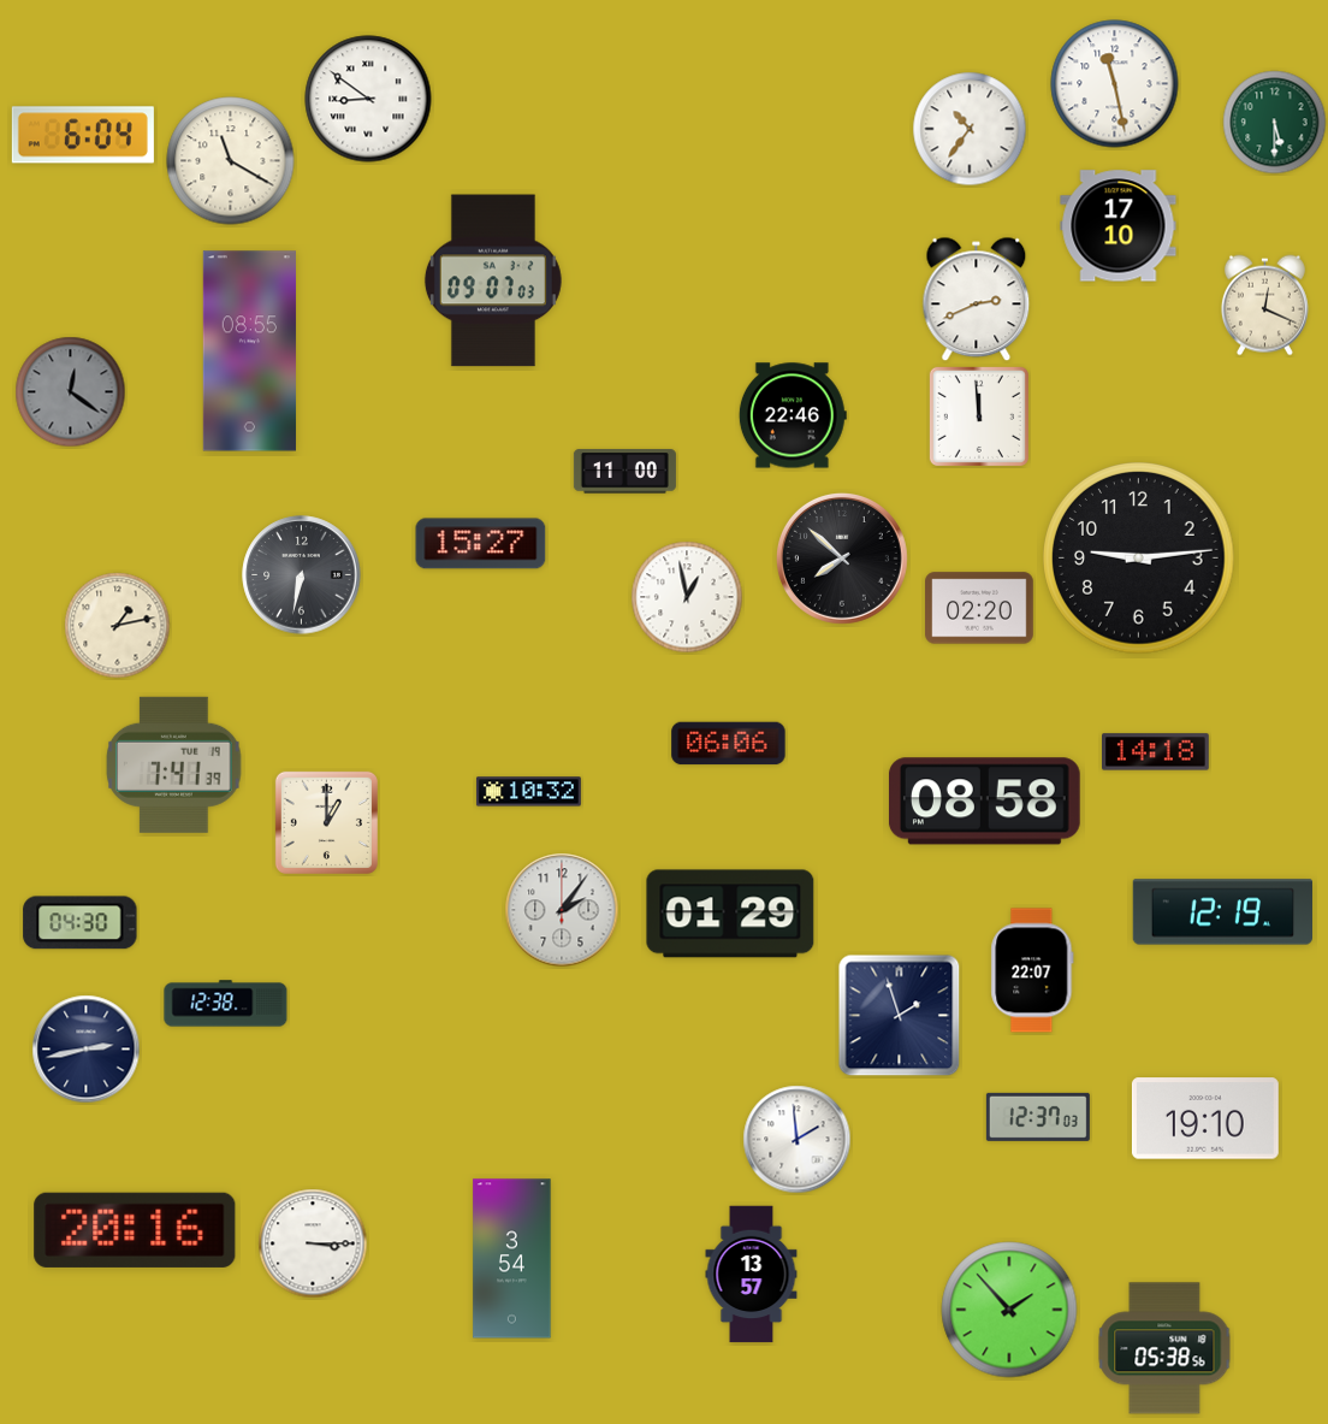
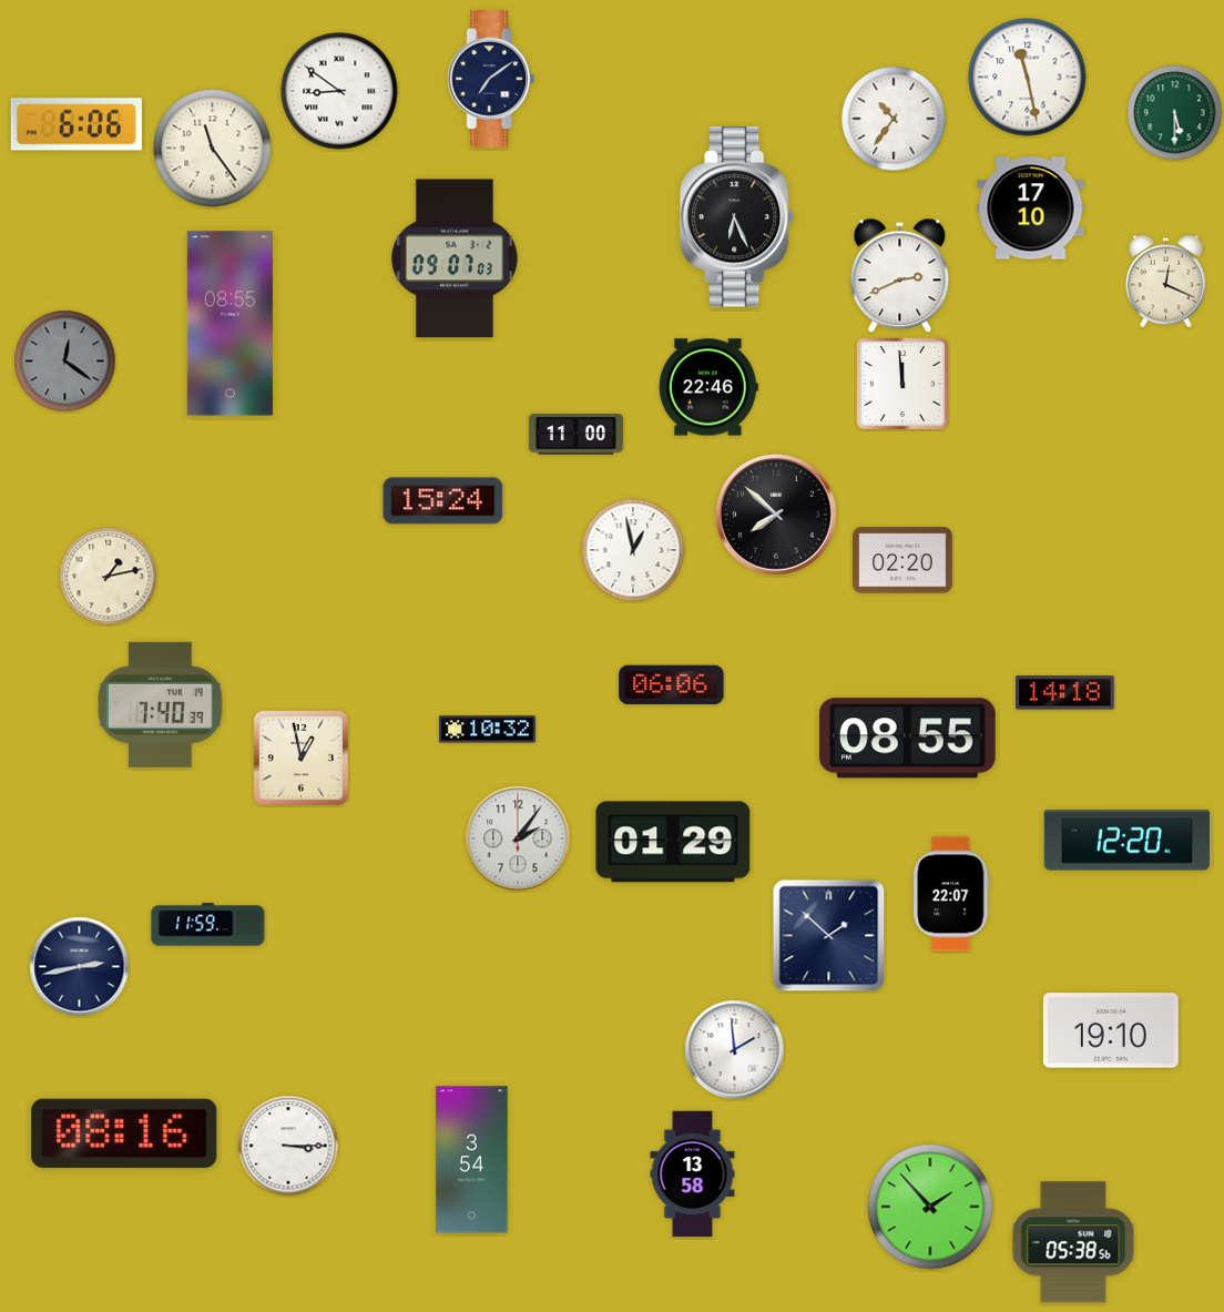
clock at (491, 80): none -> 7:09
clock at (83, 135): 6:04 -> 6:06
clock at (231, 161): 11:20 -> 11:24
clock at (737, 217): none -> 6:26
clock at (793, 415) position: (793, 415) -> (708, 387)
clock at (481, 544): 15:27 -> 15:24
clock at (1139, 559): 9:14 -> none
clock at (302, 575): 6:32 -> none
clock at (174, 764): 7:41 -> 7:40
clock at (984, 802): 08:58 -> 08:55
clock at (326, 822): 1:00 -> 12:58
clock at (1222, 912): 12:19 -> 12:20
clock at (81, 923): 04:30 -> none
clock at (226, 1004): 12:38 -> 11:59
clock at (900, 1016): 1:57 -> 1:52
clock at (1038, 1117): 12:37 -> none
clock at (135, 1230): 20:16 -> 08:16
clock at (752, 1275): 13:57 -> 13:58
